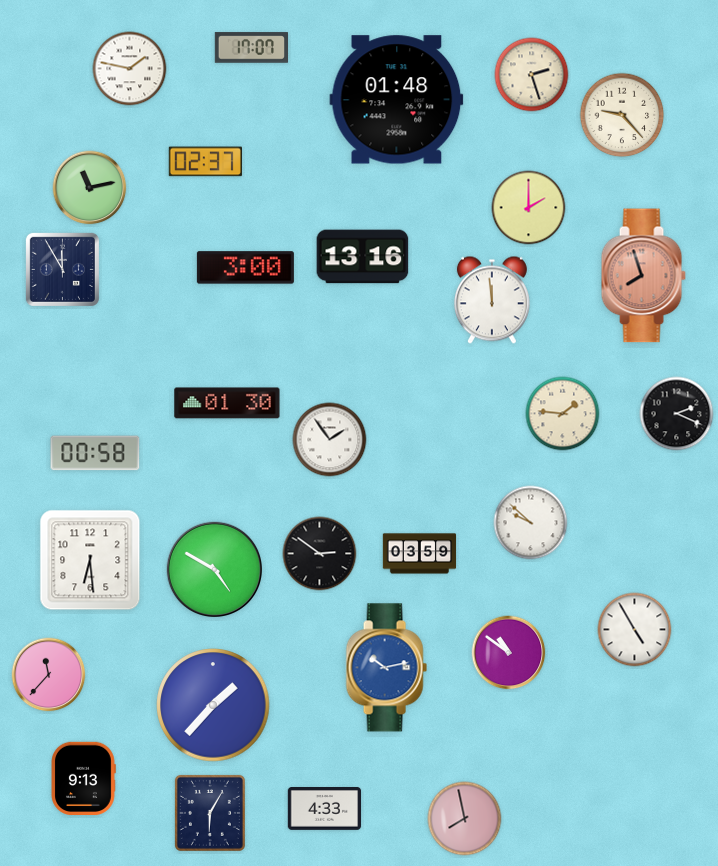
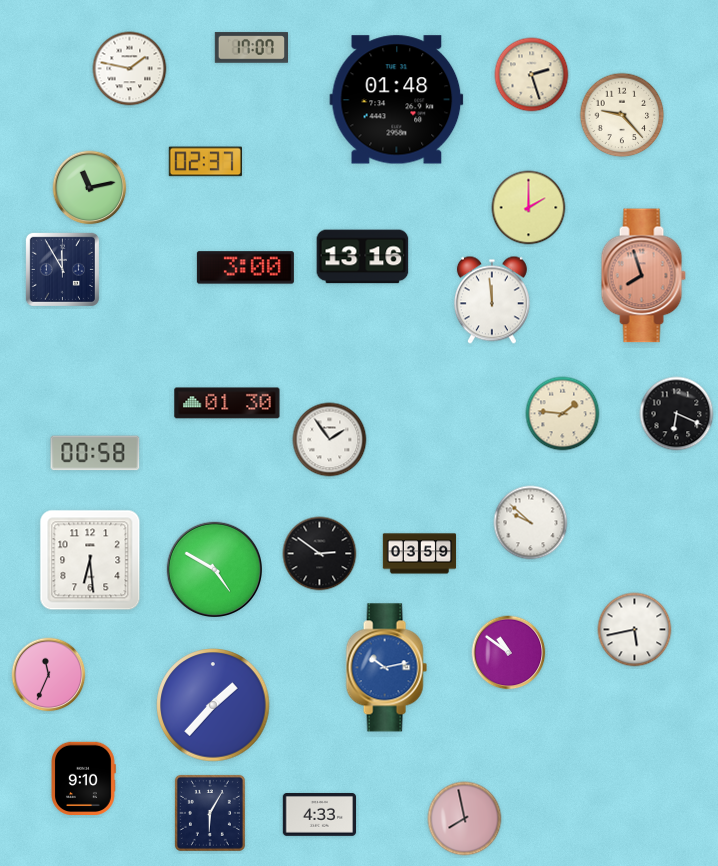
clock at (677, 414): 2:19 -> 6:19
clock at (635, 630): 4:55 -> 5:43
clock at (49, 675): 11:37 -> 11:34
clock at (83, 778): 9:13 -> 9:10
clock at (325, 809) position: (325, 809) -> (320, 815)
